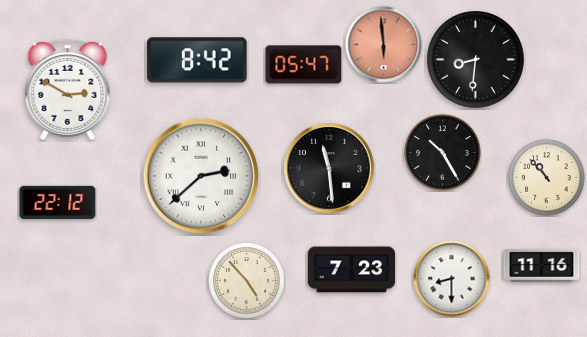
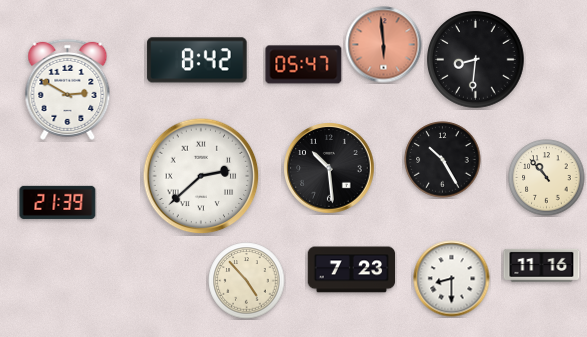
clock at (443, 153) position: (443, 153) -> (443, 160)
clock at (329, 168): 11:29 -> 10:29
clock at (58, 202): 22:12 -> 21:39
